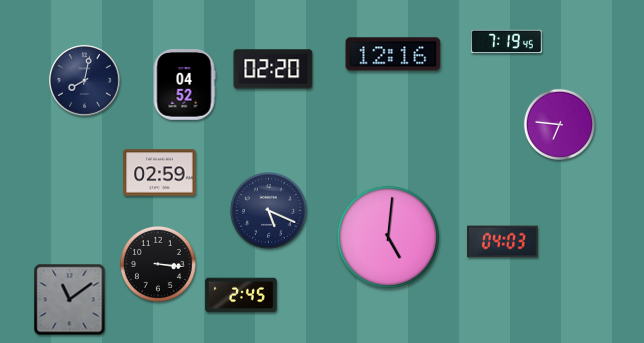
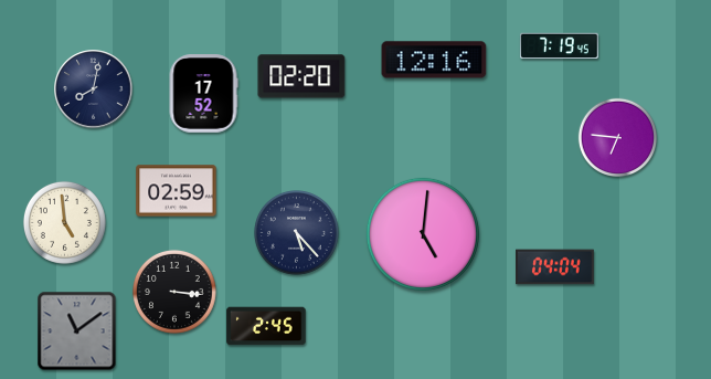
clock at (184, 85): 04:52 -> 17:52
clock at (64, 222): none -> 4:59
clock at (269, 211): 5:19 -> 5:23
clock at (388, 237) position: (388, 237) -> (423, 234)
clock at (503, 242): 04:03 -> 04:04
